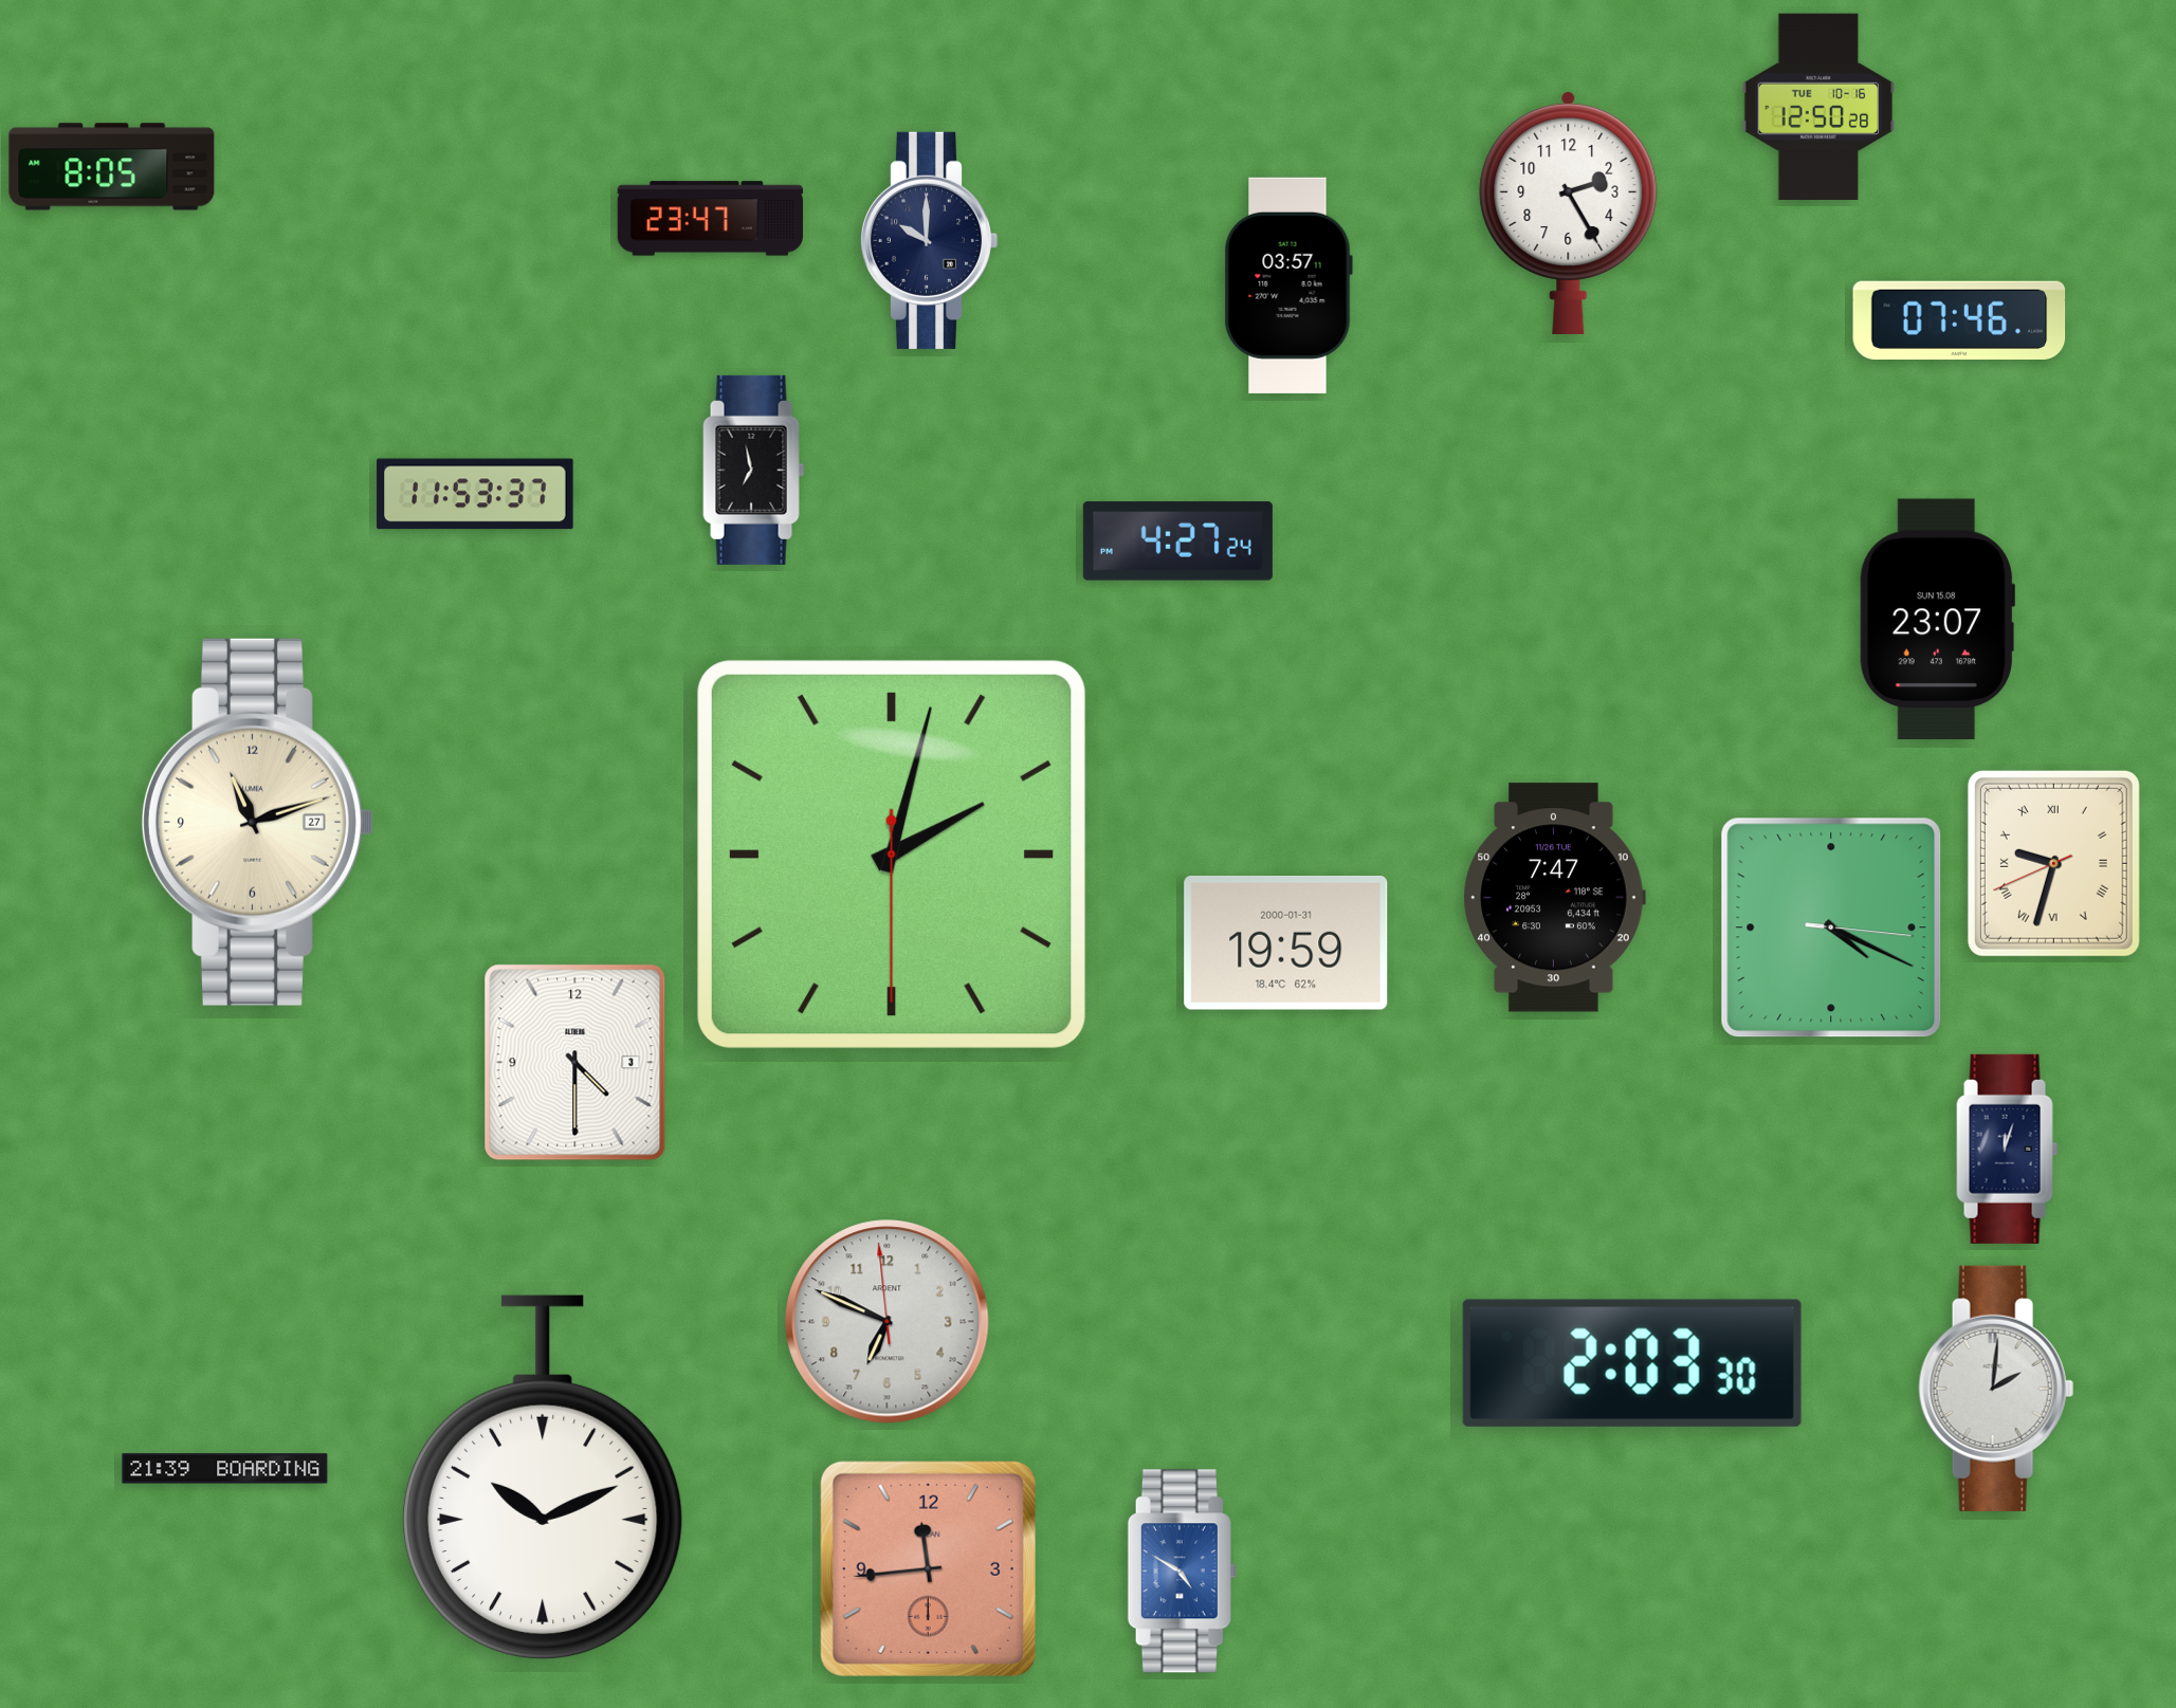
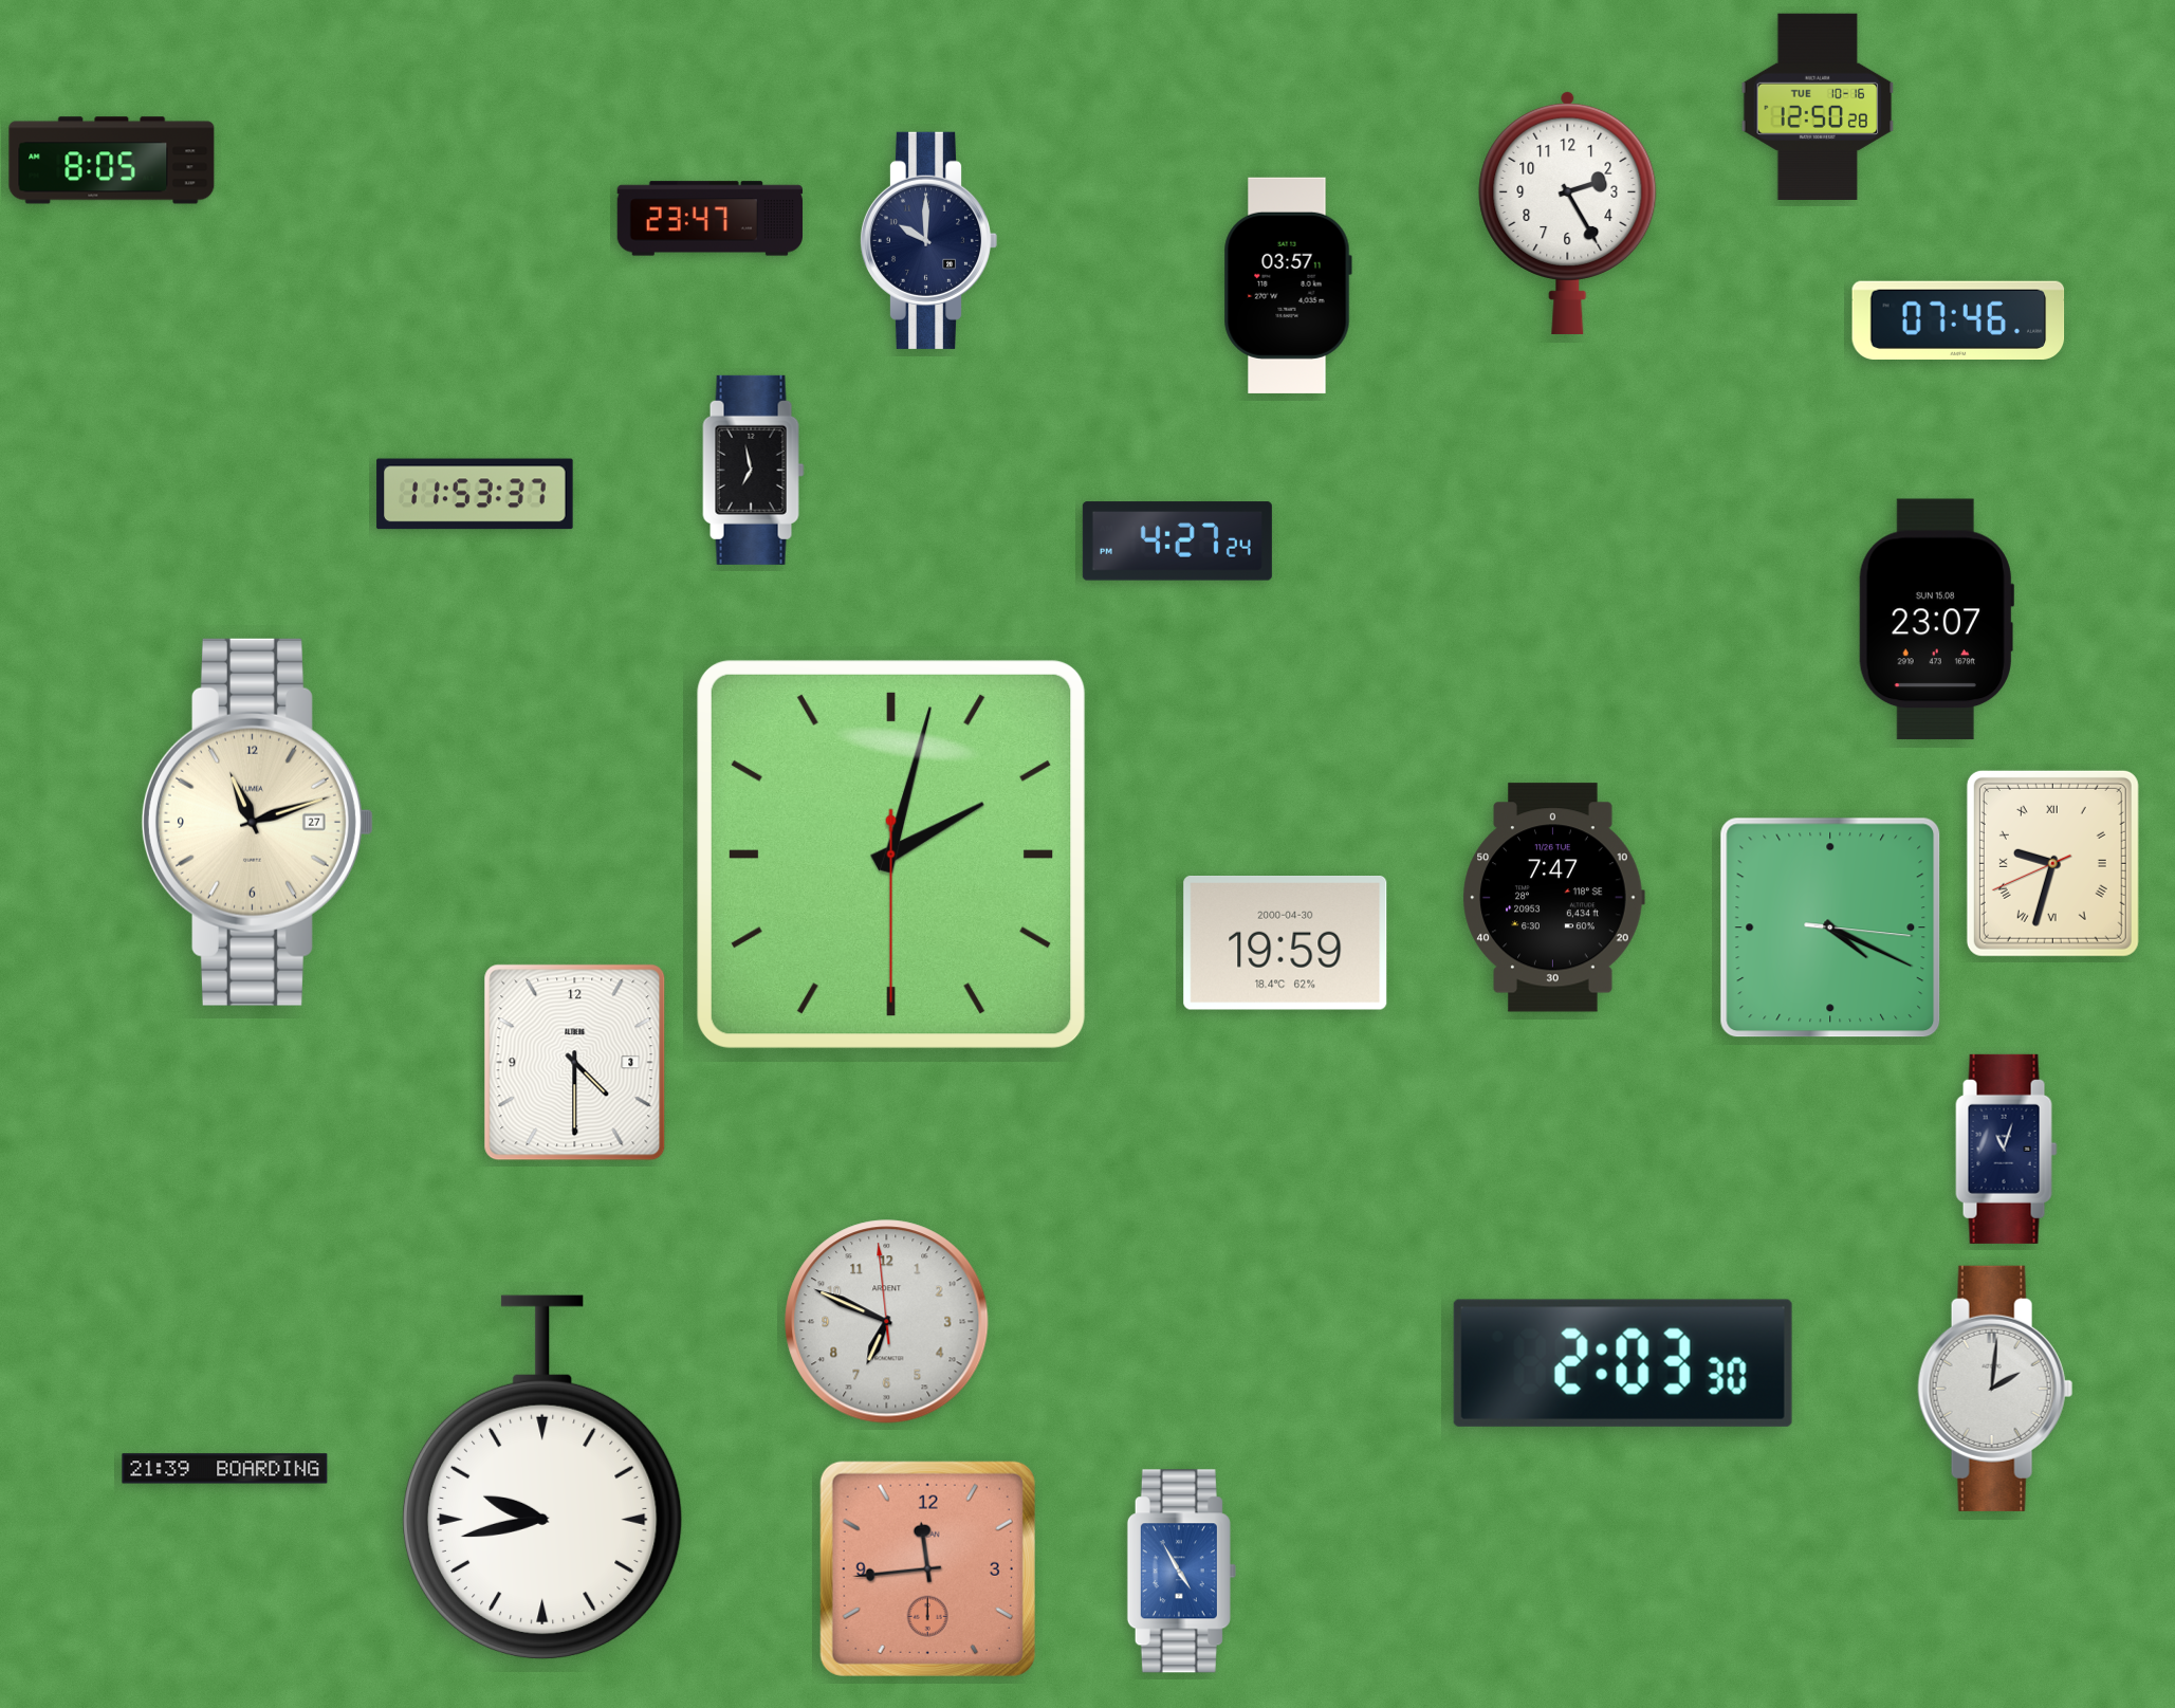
clock at (112, 167) position: (112, 167) -> (112, 161)
clock at (1286, 943) date: 2000-01-31 -> 2000-04-30
clock at (2008, 1149): 12:03 -> 11:03
clock at (1632, 1363) position: (1632, 1363) -> (1623, 1363)
clock at (543, 1477): 10:11 -> 9:43
clock at (1182, 1572): 4:50 -> 4:55
